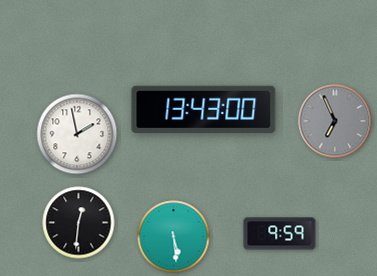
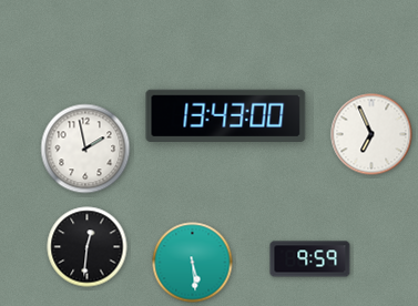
clock at (204, 109) position: (204, 109) -> (226, 115)
clock at (335, 121) dial: grey -> white
